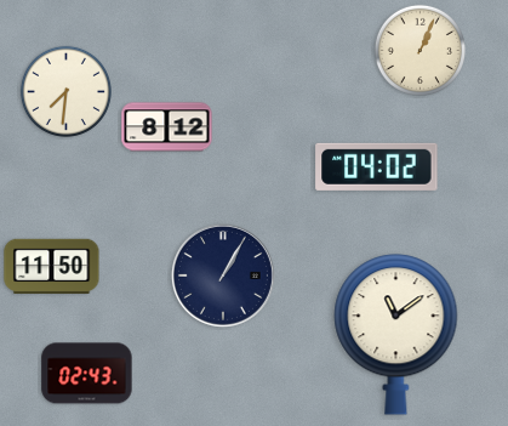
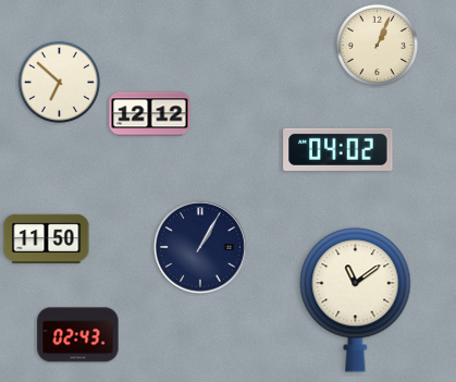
clock at (65, 91): 7:31 -> 6:52
clock at (167, 127): 8:12 -> 12:12
